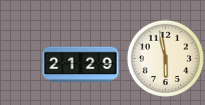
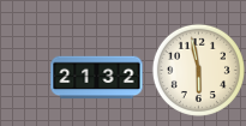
clock at (81, 65): 21:29 -> 21:32
